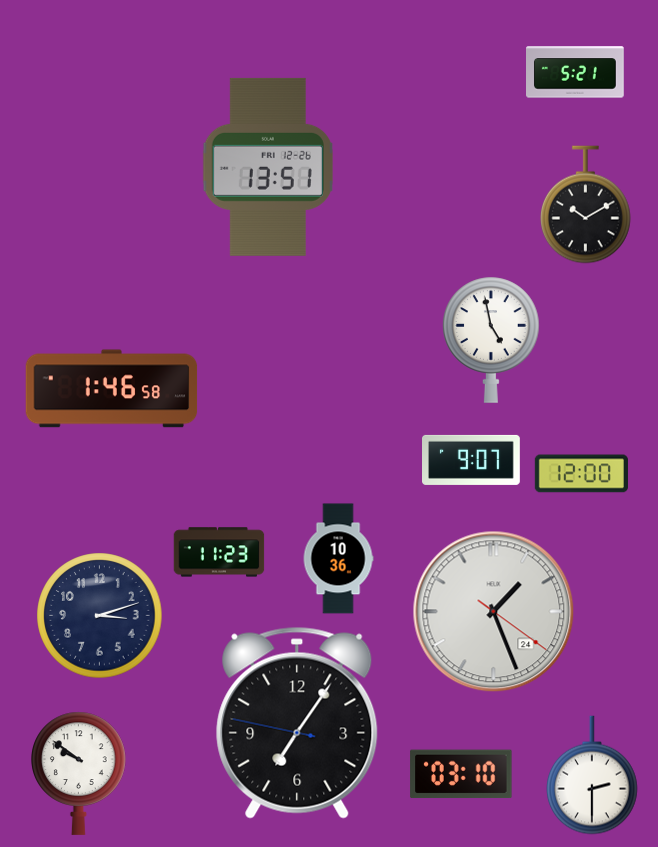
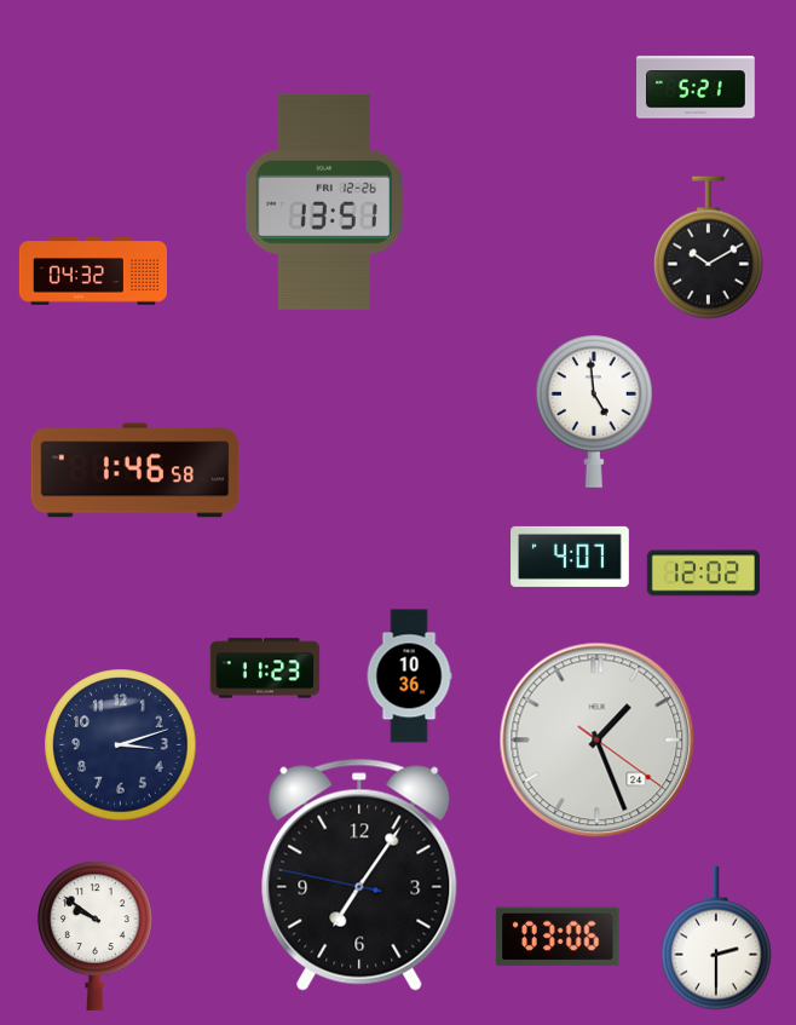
clock at (93, 271): none -> 04:32
clock at (491, 340): 4:58 -> 4:59
clock at (472, 460): 9:07 -> 4:07
clock at (581, 474): 12:00 -> 12:02
clock at (461, 774): 03:10 -> 03:06
